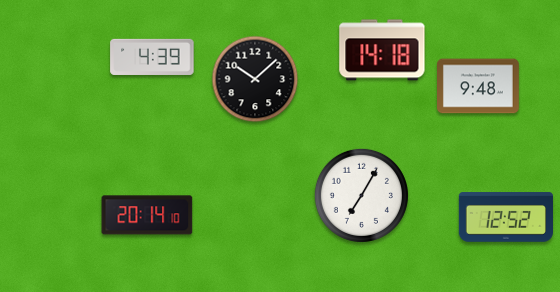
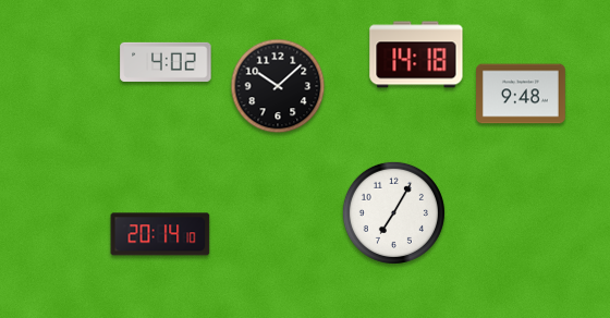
clock at (152, 57): 4:39 -> 4:02
clock at (505, 217): 12:52 -> none
